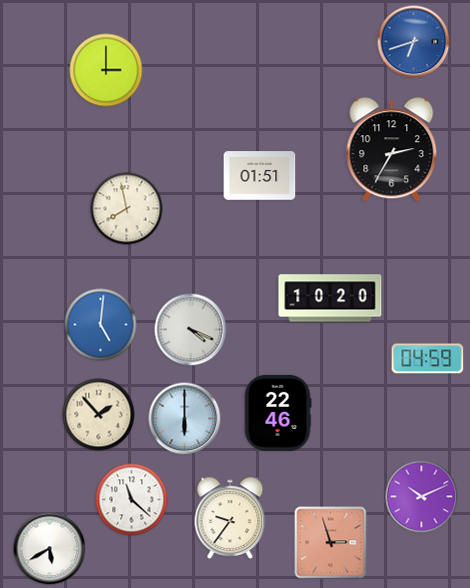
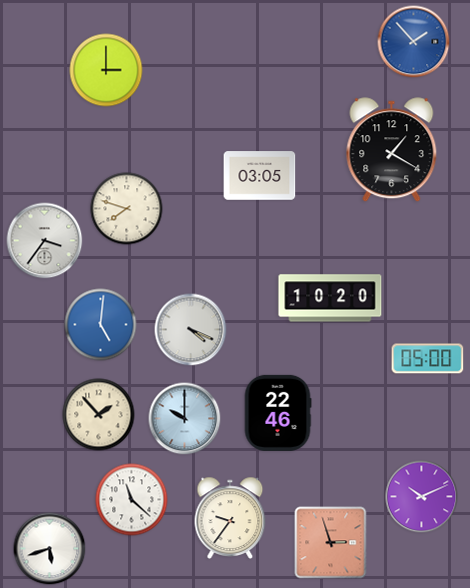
clock at (414, 42): 6:42 -> 1:53
clock at (392, 150): 2:35 -> 1:20
clock at (260, 176): 01:51 -> 03:05
clock at (127, 209): 7:58 -> 7:48
clock at (45, 241): none -> 3:36
clock at (428, 359): 04:59 -> 05:00
clock at (185, 419): 6:00 -> 10:00
clock at (50, 549): 5:40 -> 5:42
